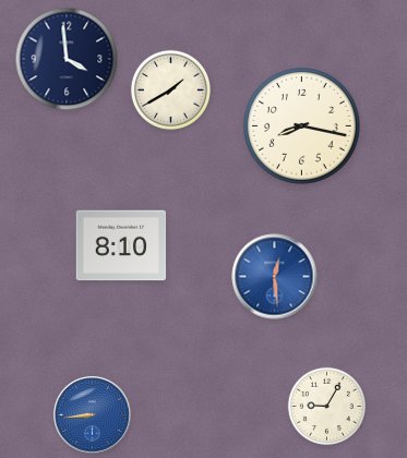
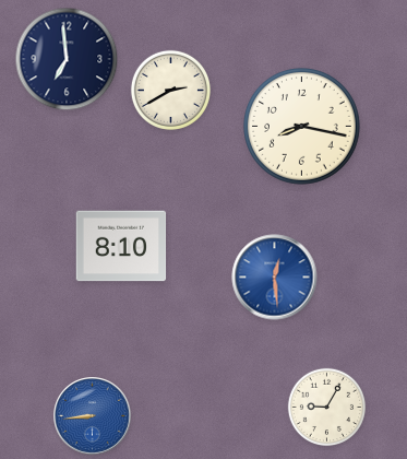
clock at (67, 59): 3:59 -> 6:59
clock at (170, 89): 1:40 -> 2:40
